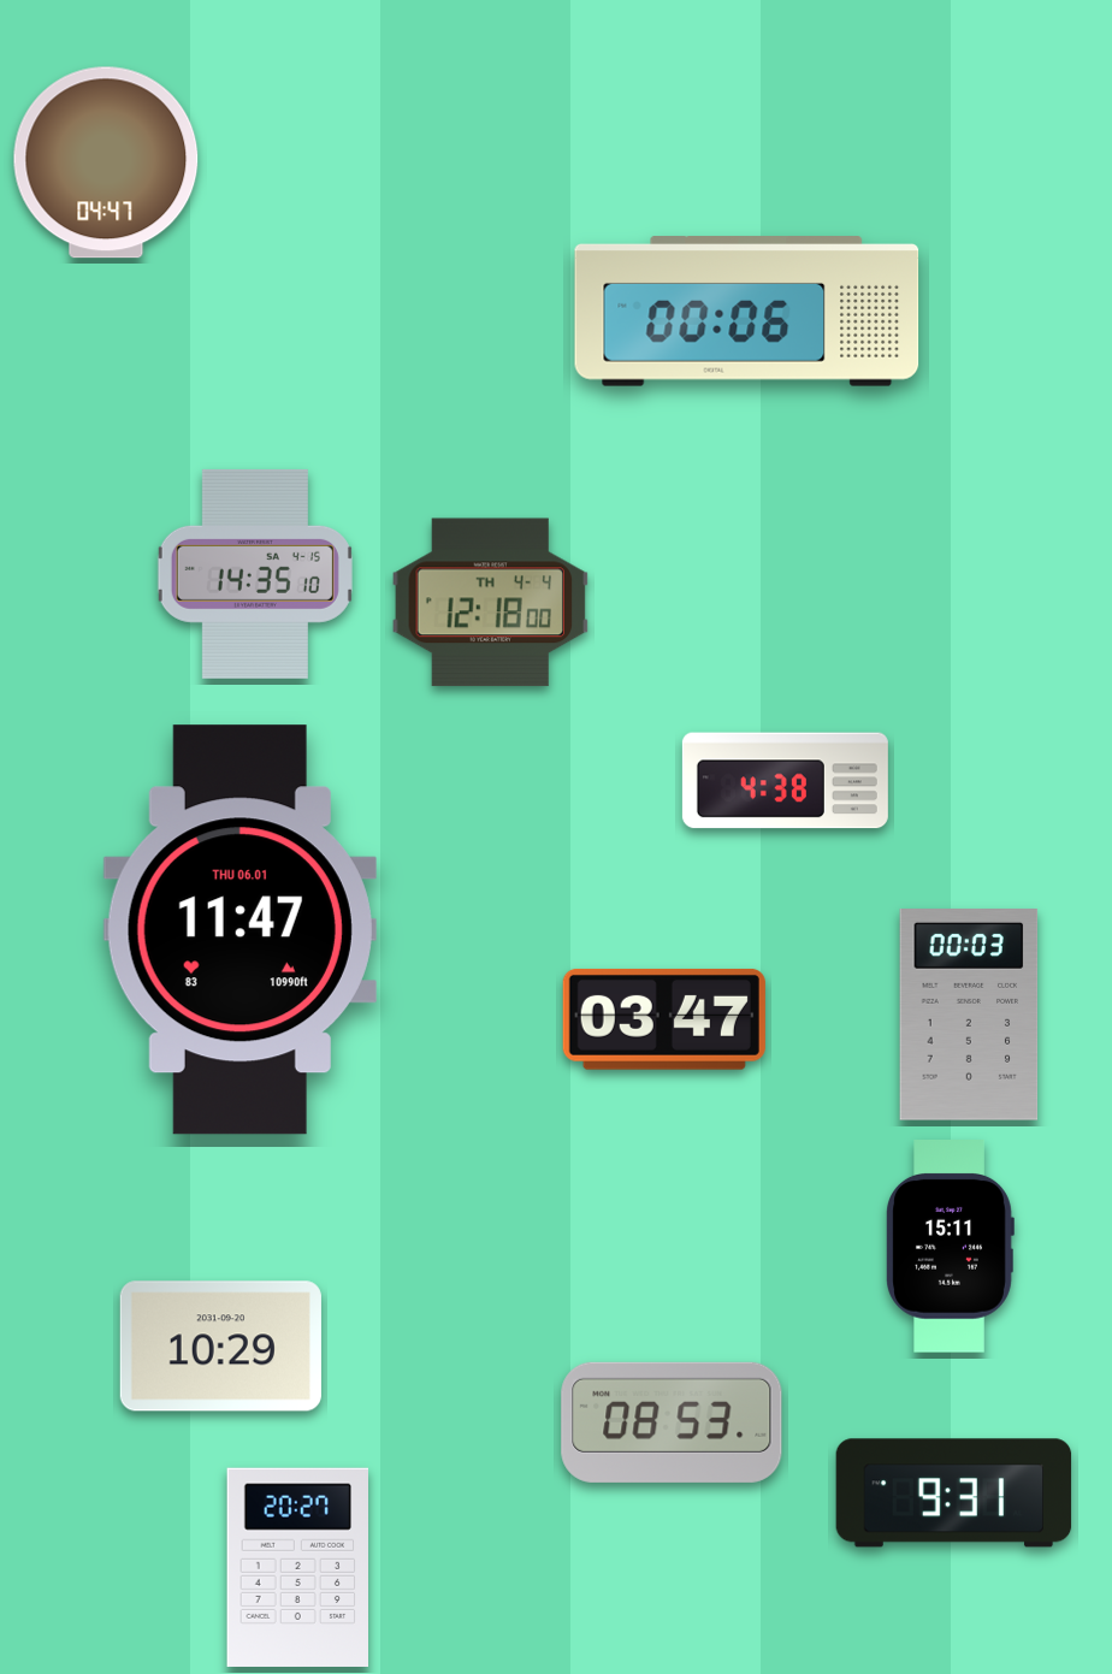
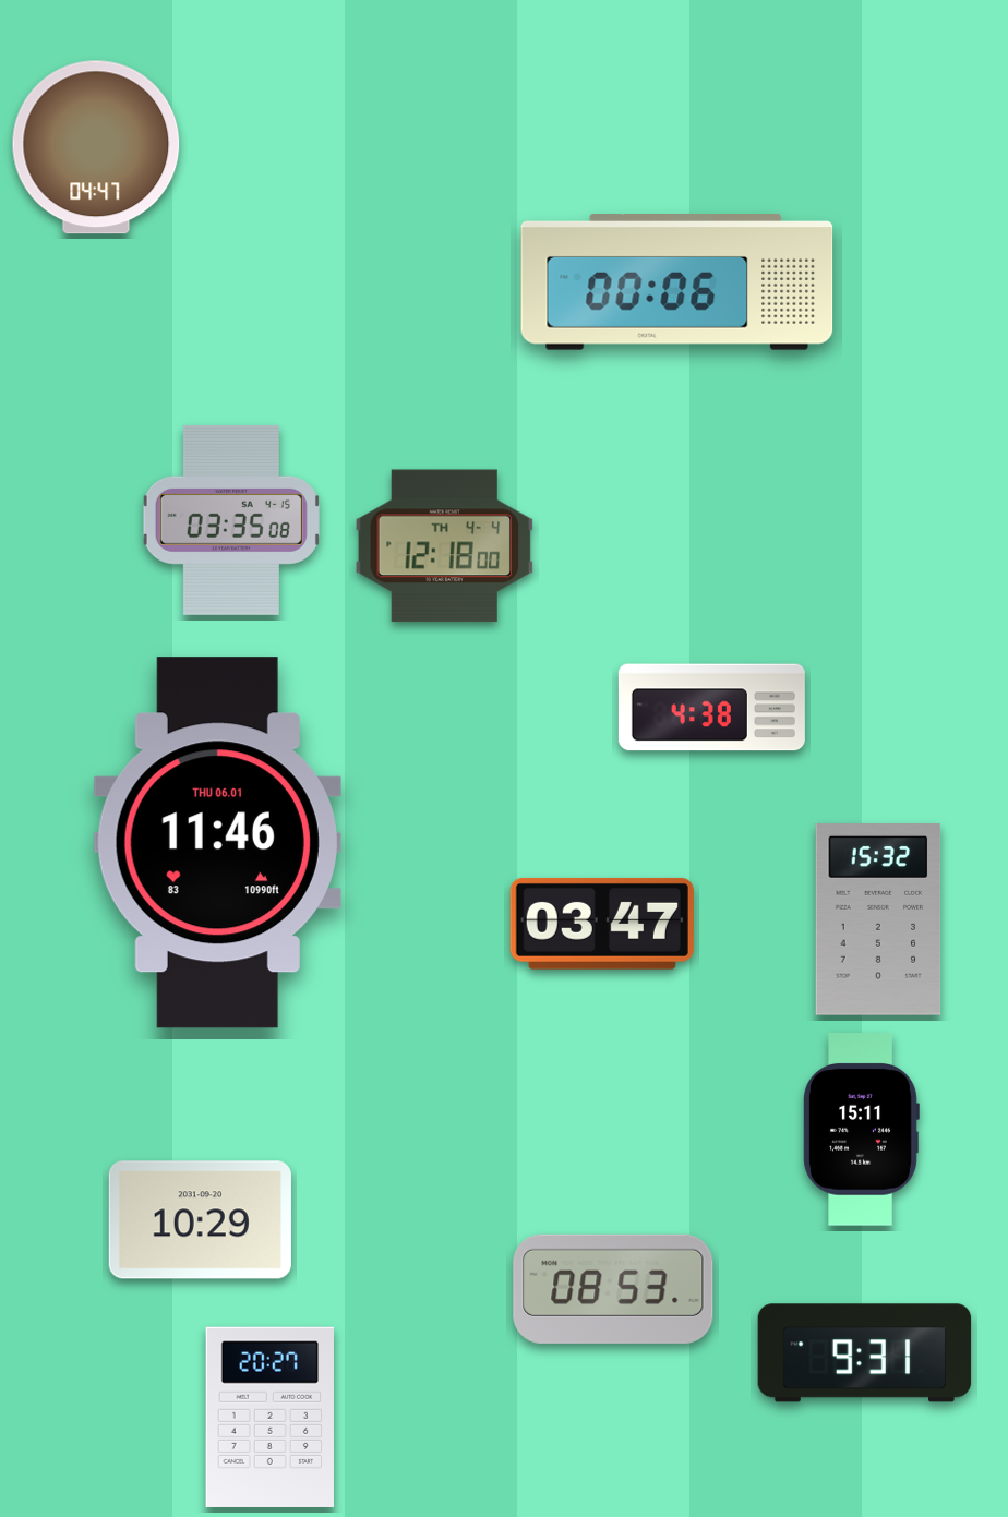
clock at (255, 574): 14:35 -> 03:35
clock at (239, 930): 11:47 -> 11:46
clock at (969, 1016): 00:03 -> 15:32
clock at (672, 1422) position: (672, 1422) -> (613, 1289)
clock at (298, 1567) position: (298, 1567) -> (271, 1417)
